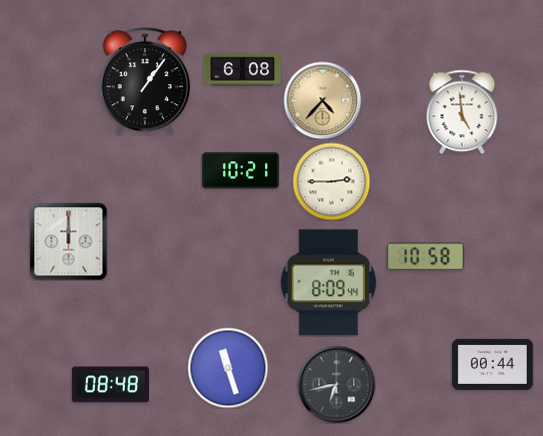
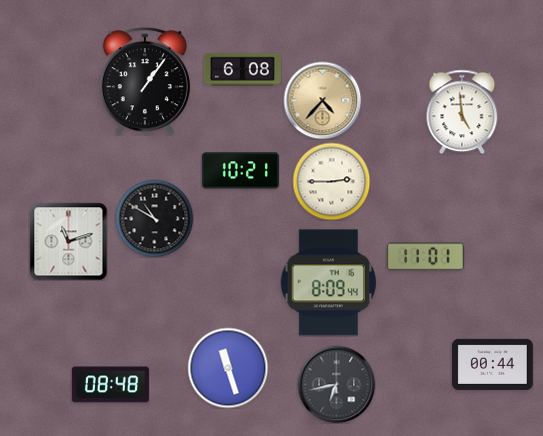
clock at (154, 218): none -> 10:50
clock at (68, 241): 12:00 -> 11:12
clock at (425, 257): 10:58 -> 11:01
